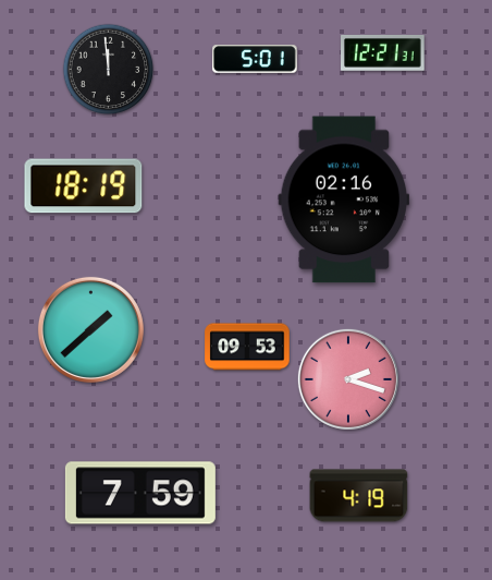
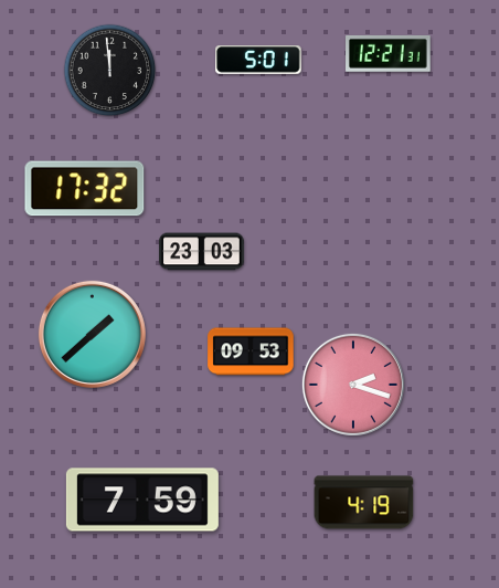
clock at (84, 186): 18:19 -> 17:32
clock at (344, 200): 02:16 -> none
clock at (202, 252): none -> 23:03
